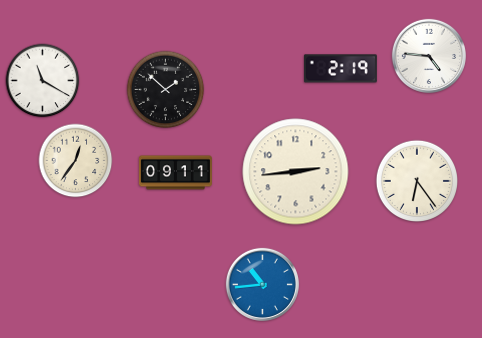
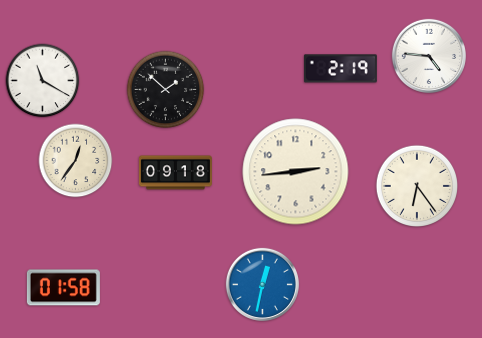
clock at (175, 173): 09:11 -> 09:18
clock at (417, 181) position: (417, 181) -> (417, 186)
clock at (262, 284): 10:44 -> 12:32
clock at (63, 288): none -> 01:58
